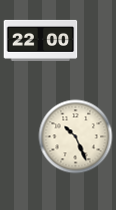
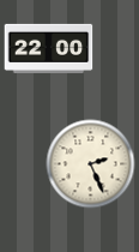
clock at (76, 137): 10:26 -> 2:26
